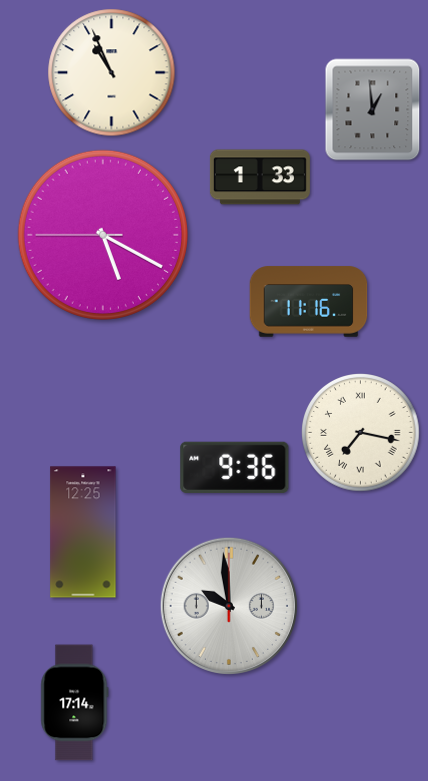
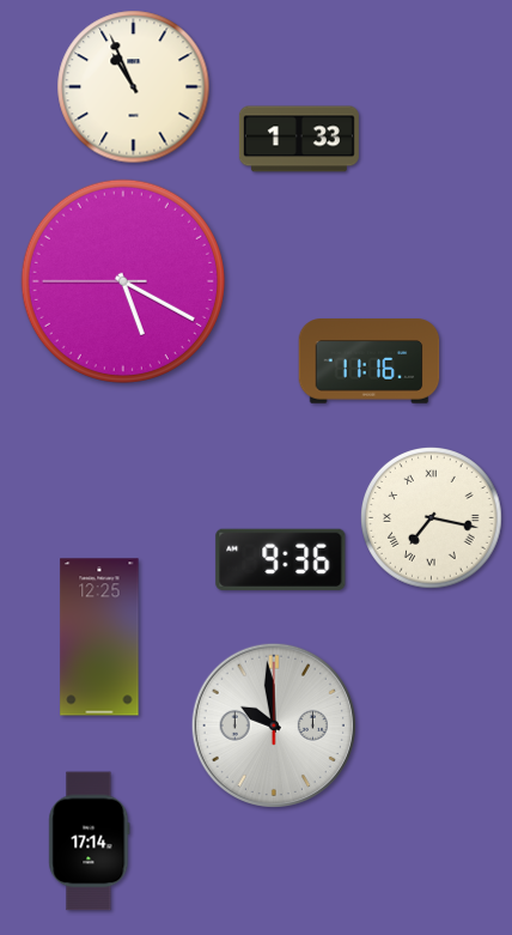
clock at (373, 110): 12:59 -> none
clock at (260, 177) position: (260, 177) -> (299, 139)
